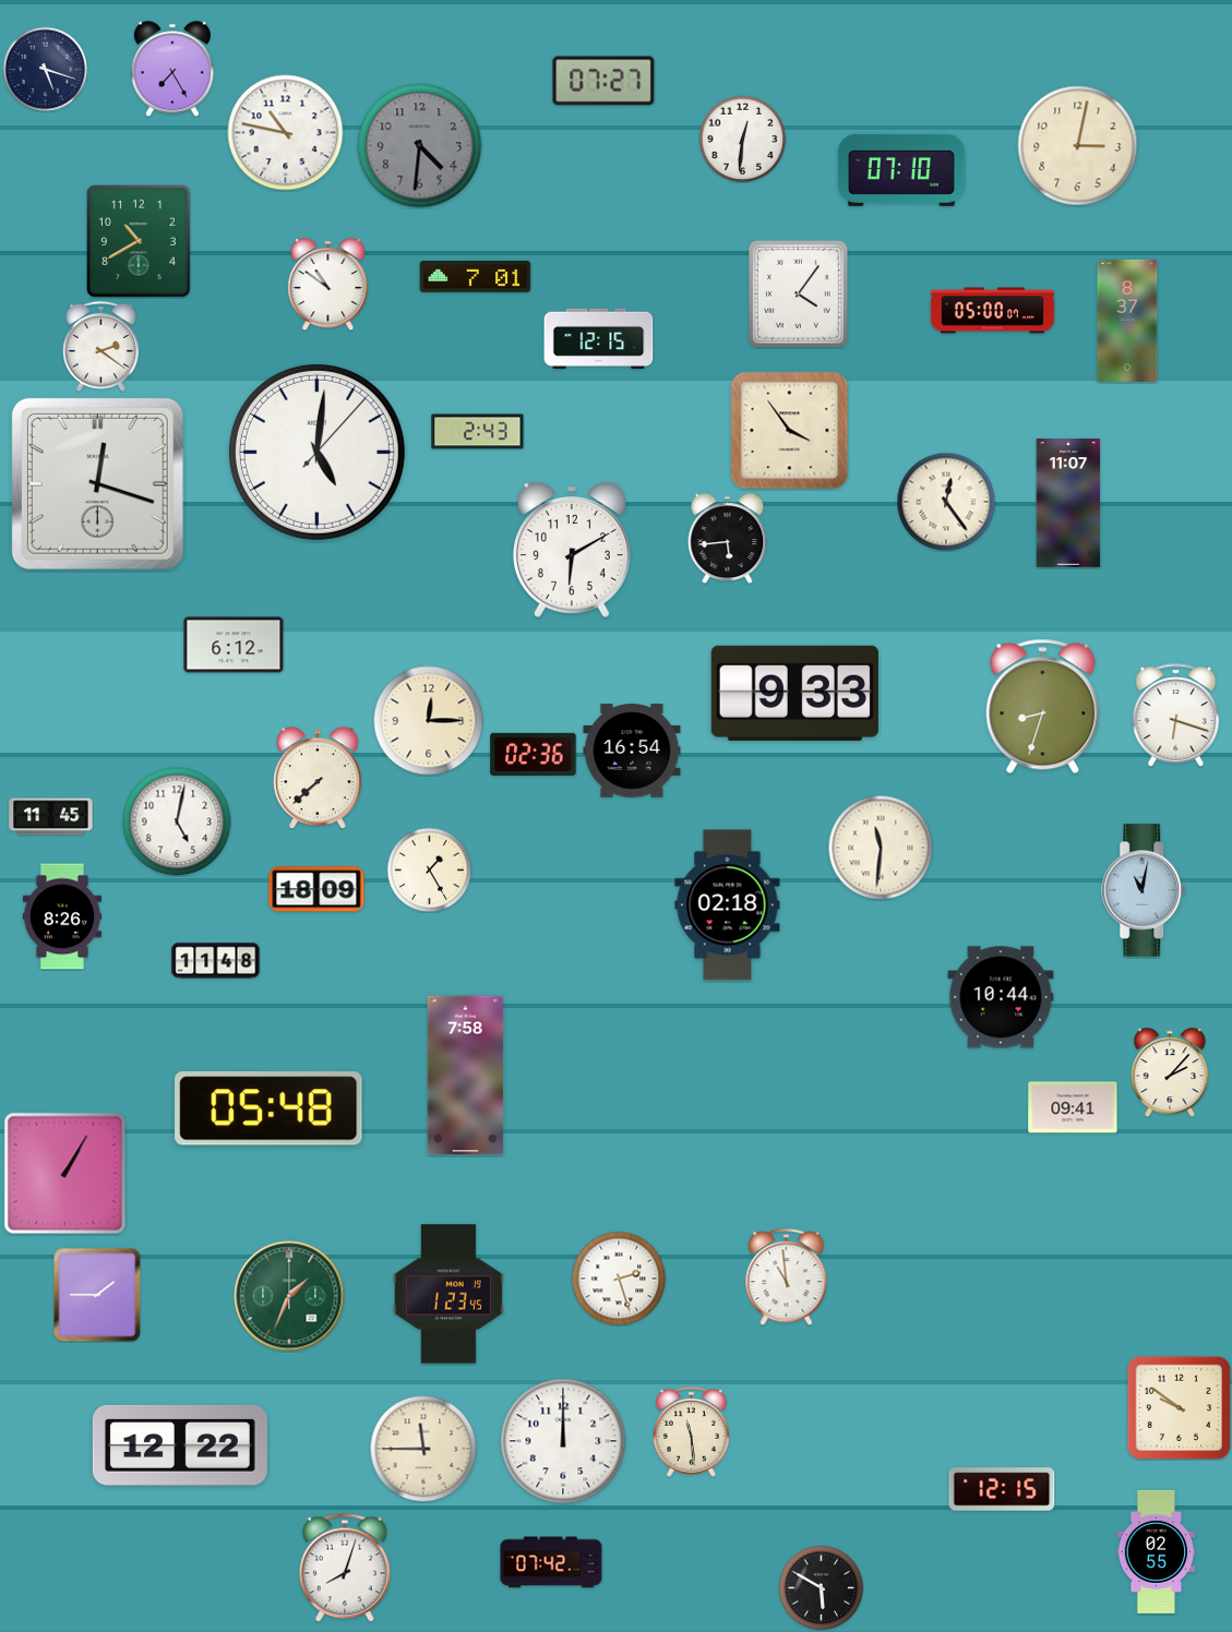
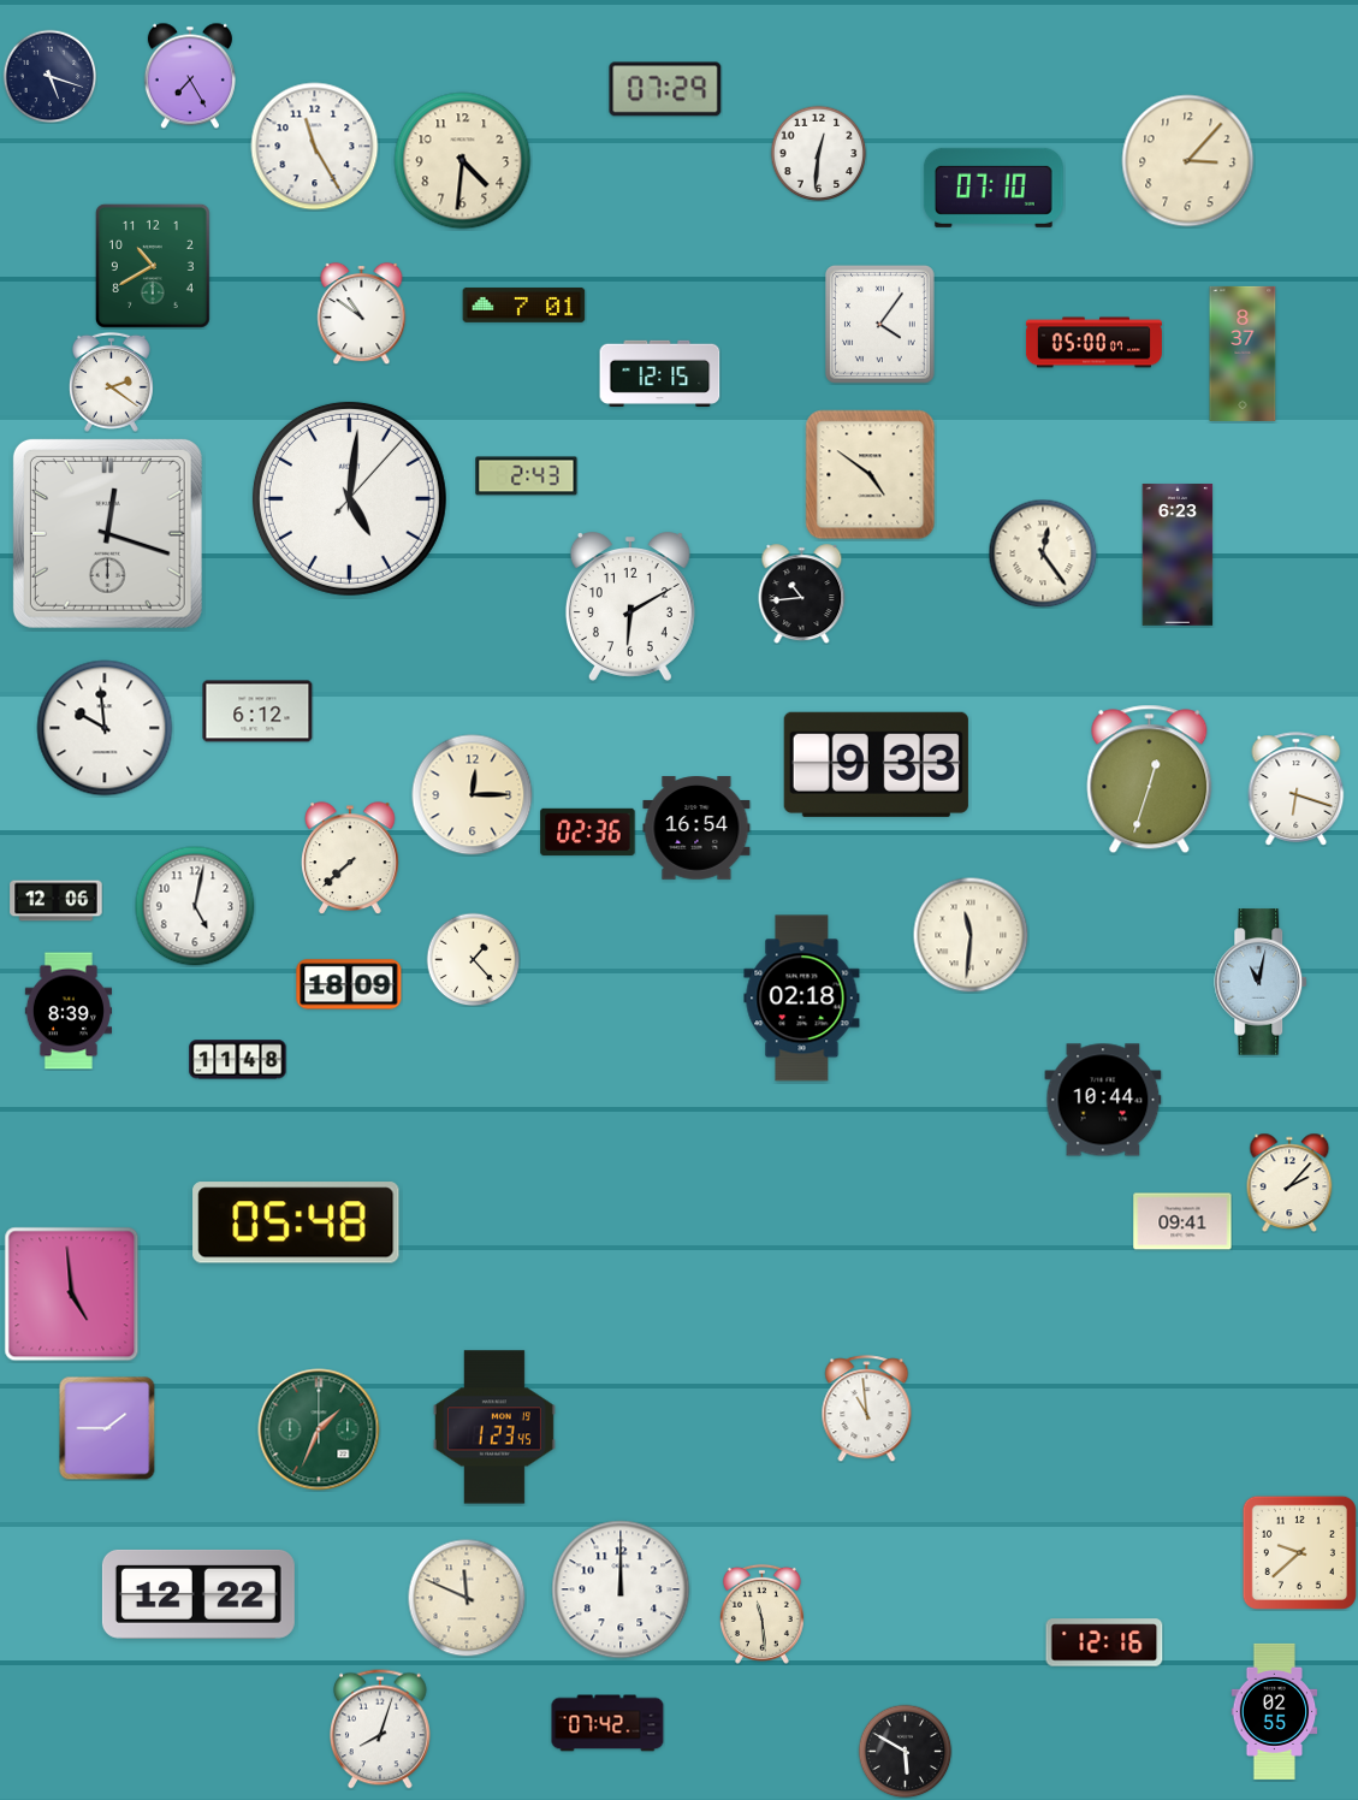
clock at (603, 81): 07:27 -> 07:29
clock at (286, 133): 10:47 -> 11:25
clock at (420, 146) dial: grey -> cream
clock at (1078, 146): 3:02 -> 3:07
clock at (790, 431): 3:54 -> 4:51
clock at (1068, 503): 11:07 -> 6:23
clock at (728, 539): 5:44 -> 10:44
clock at (105, 728): none -> 9:59
clock at (1043, 707): 8:33 -> 12:33
clock at (51, 817): 11:45 -> 12:06
clock at (429, 869): 1:25 -> 1:23
clock at (316, 889) position: (316, 889) -> (349, 984)
clock at (61, 916): 8:26 -> 8:39
clock at (466, 1076): 7:58 -> none
clock at (65, 1174): 1:05 -> 4:59
clock at (619, 1279): 2:27 -> none
clock at (1179, 1407): 9:51 -> 9:38
clock at (691, 1431) position: (691, 1431) -> (761, 1614)
clock at (423, 1449): 11:45 -> 11:49
clock at (1002, 1489): 12:15 -> 12:16
